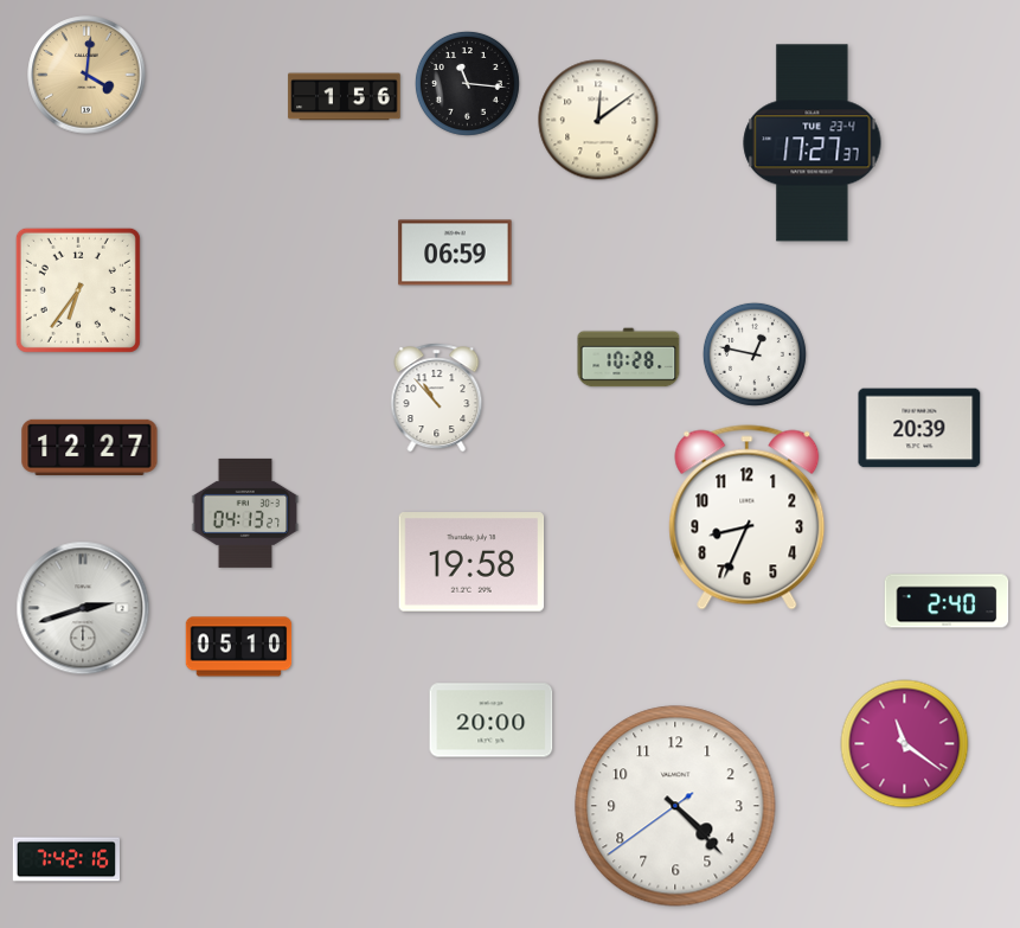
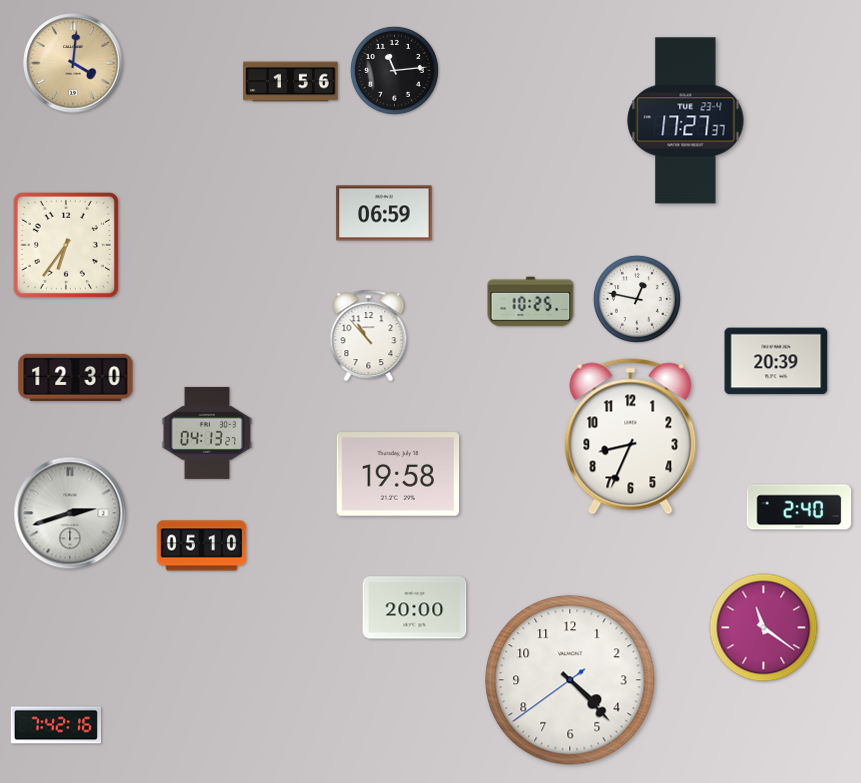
clock at (467, 83): 11:16 -> 11:14
clock at (598, 120): 12:09 -> none
clock at (629, 358): 10:28 -> 10:25
clock at (90, 447): 12:27 -> 12:30
